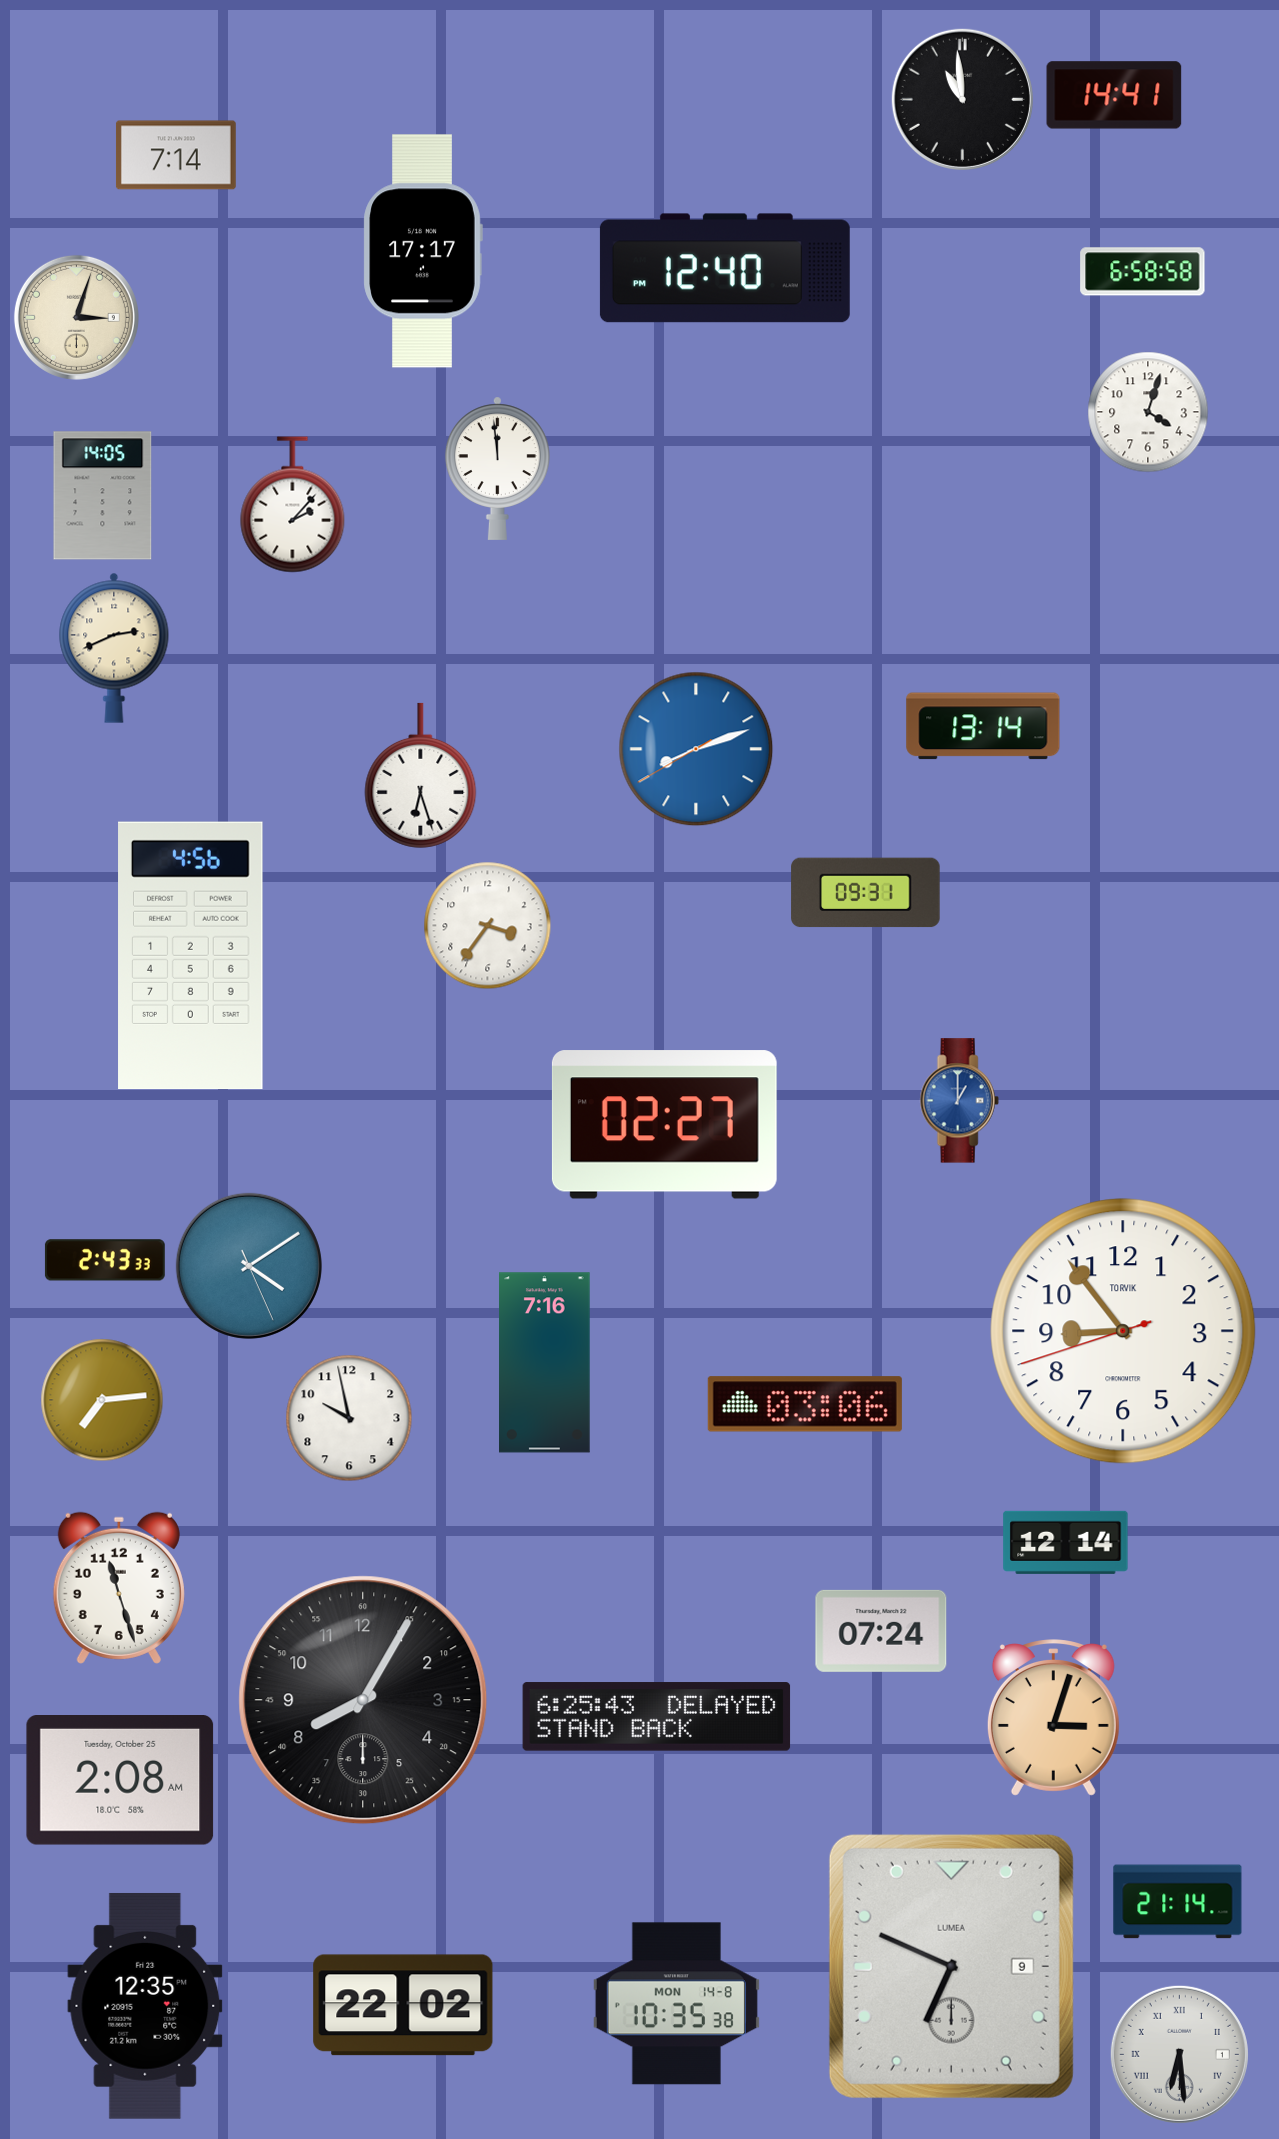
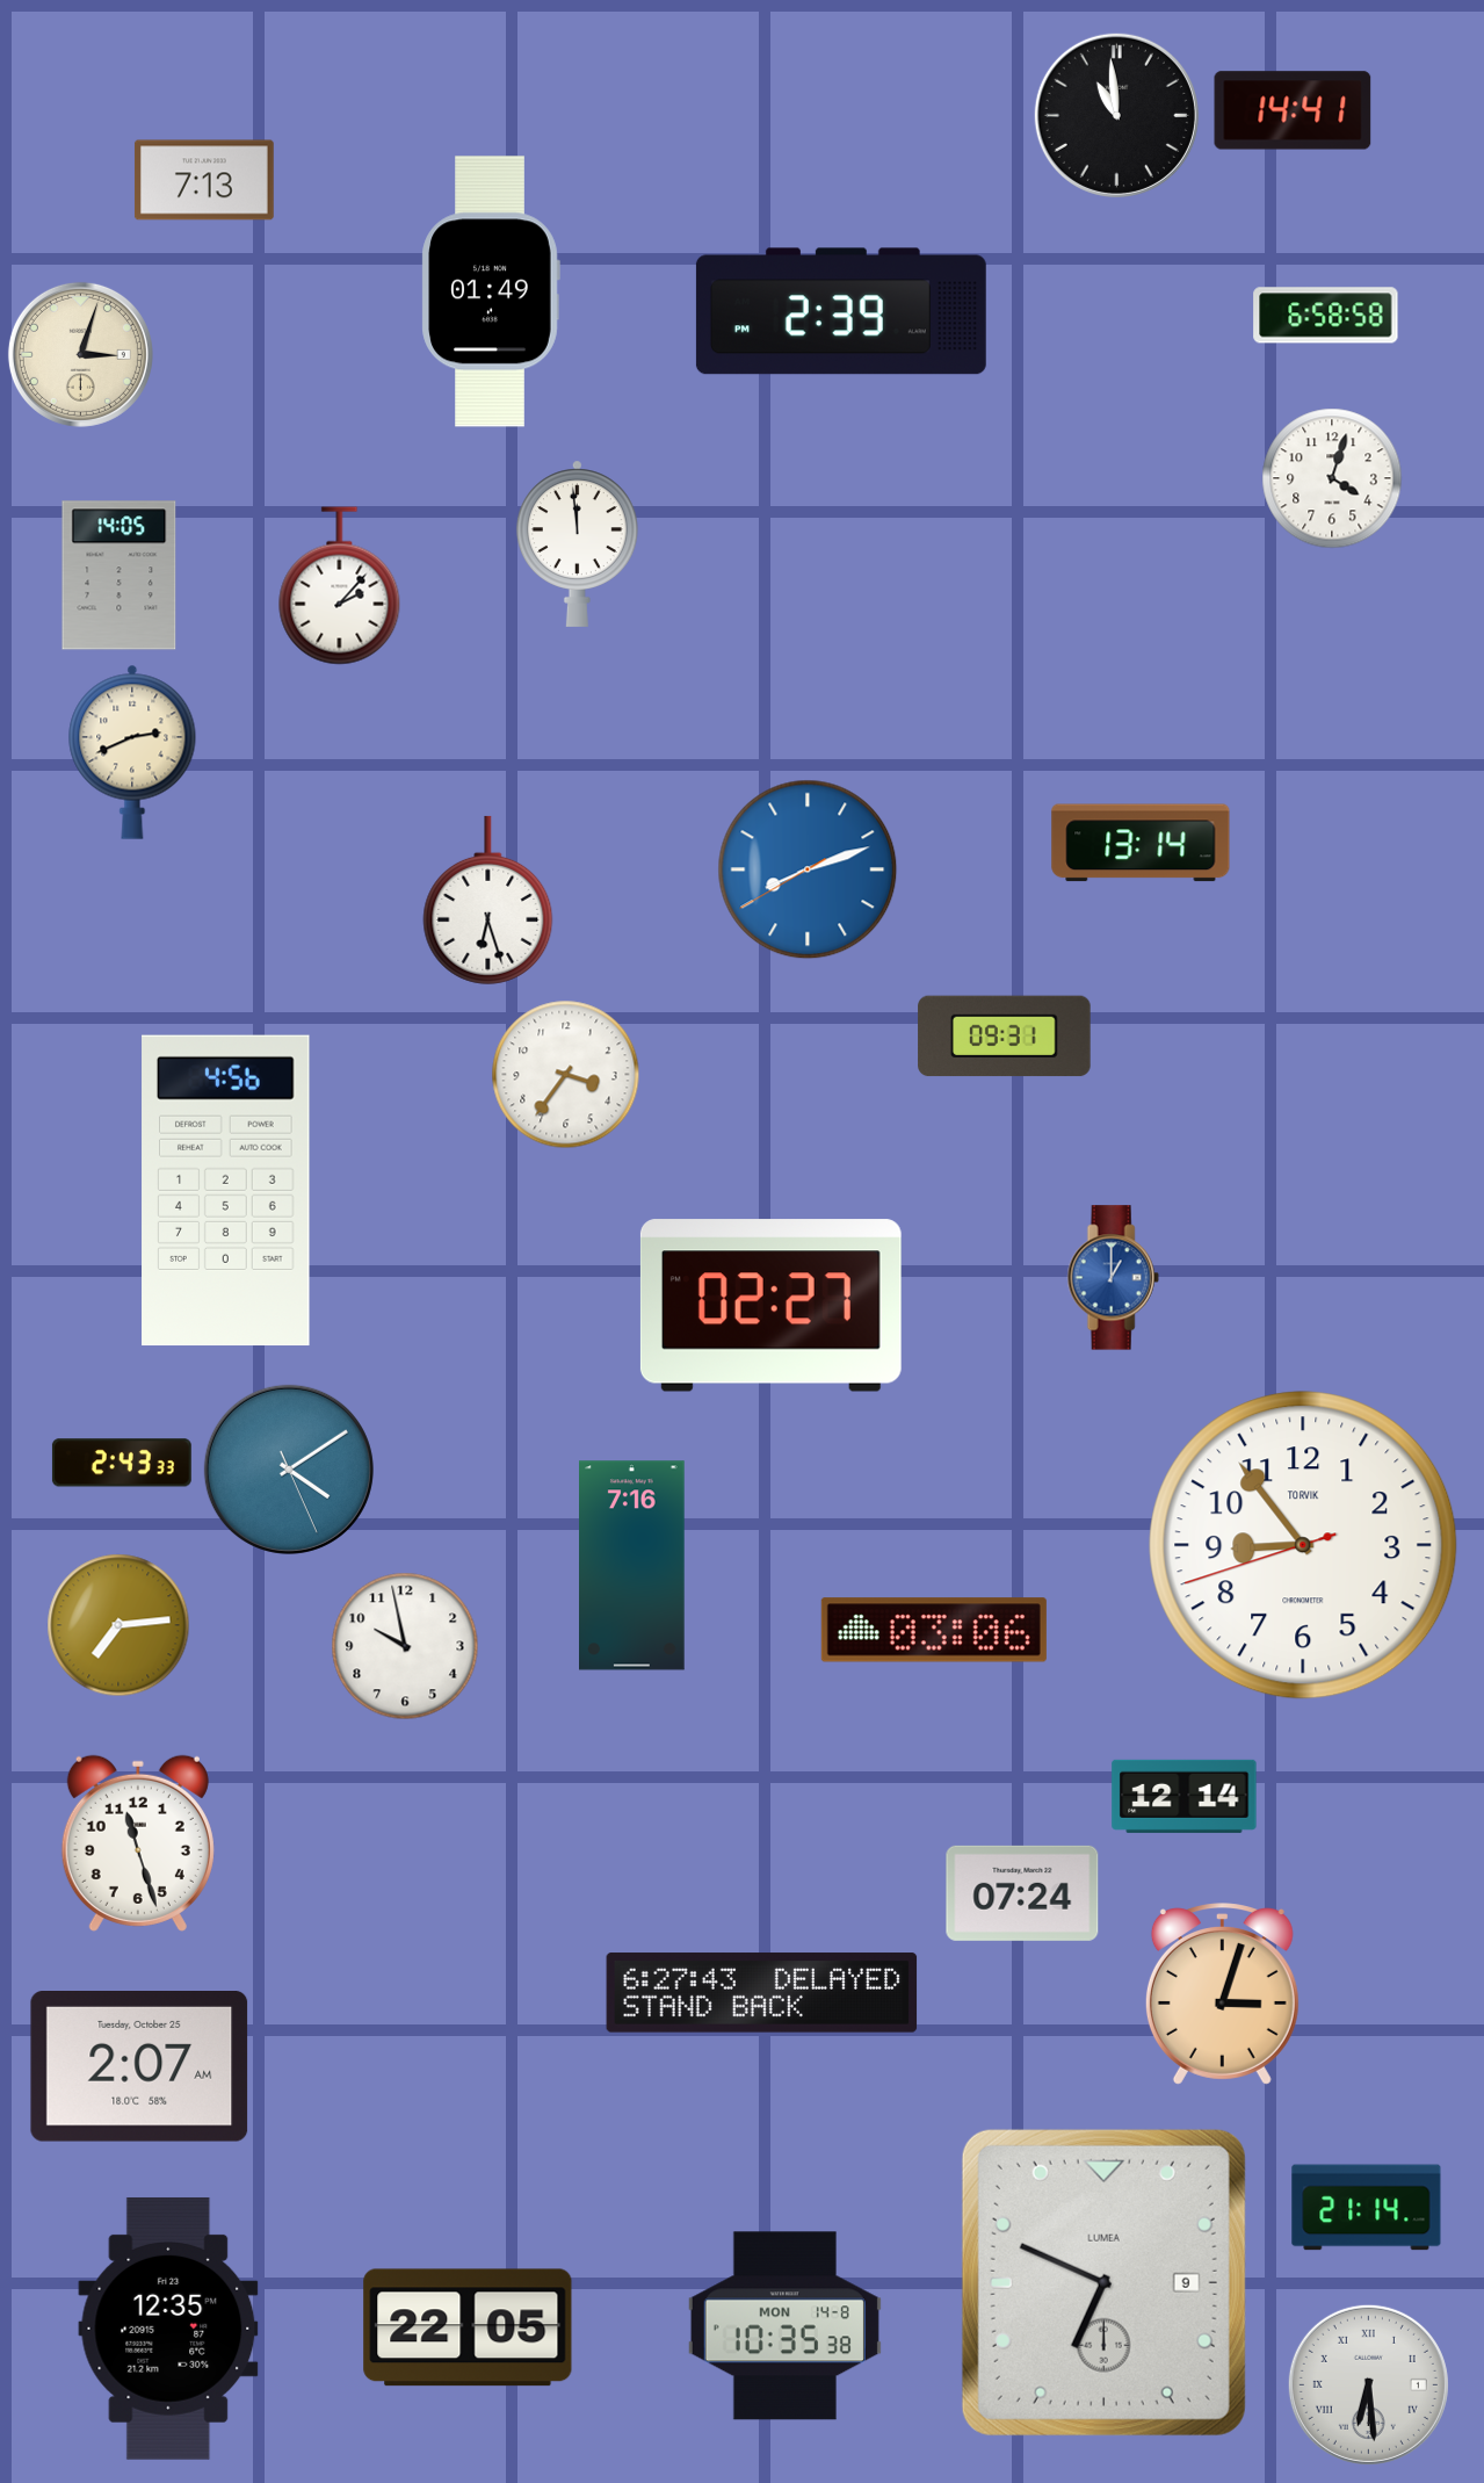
clock at (176, 155): 7:14 -> 7:13
clock at (423, 251): 17:17 -> 01:49
clock at (725, 268): 12:40 -> 2:39
clock at (76, 317) position: (76, 317) -> (80, 354)
clock at (191, 956) position: (191, 956) -> (226, 1191)
clock at (545, 1363) position: (545, 1363) -> (632, 1566)
clock at (1066, 1542) position: (1066, 1542) -> (1185, 1796)
clock at (363, 1700): 8:05 -> none
clock at (657, 1717): 6:25 -> 6:27
clock at (120, 1781): 2:08 -> 2:07
clock at (403, 2005): 22:02 -> 22:05
